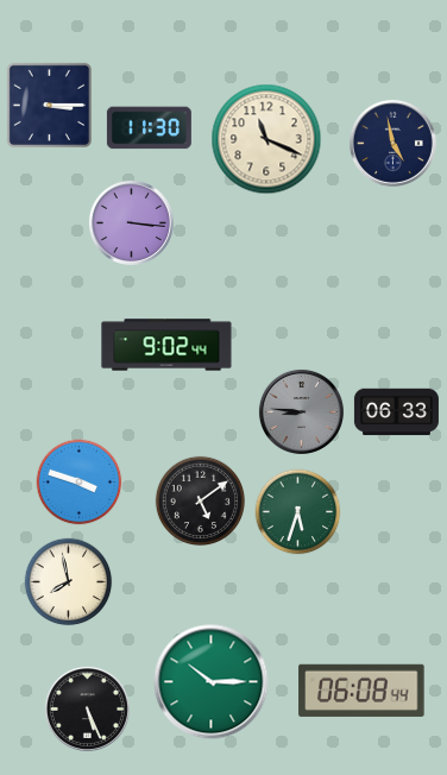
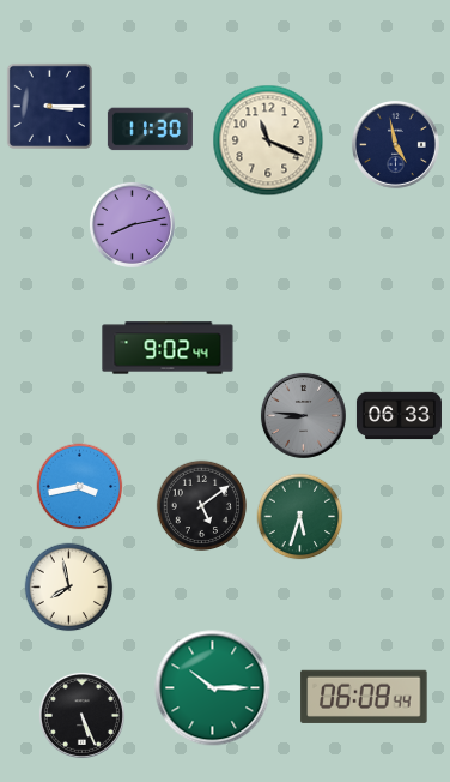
clock at (131, 222): 3:16 -> 8:13
clock at (80, 483): 3:48 -> 3:43
clock at (87, 708) position: (87, 708) -> (81, 715)
